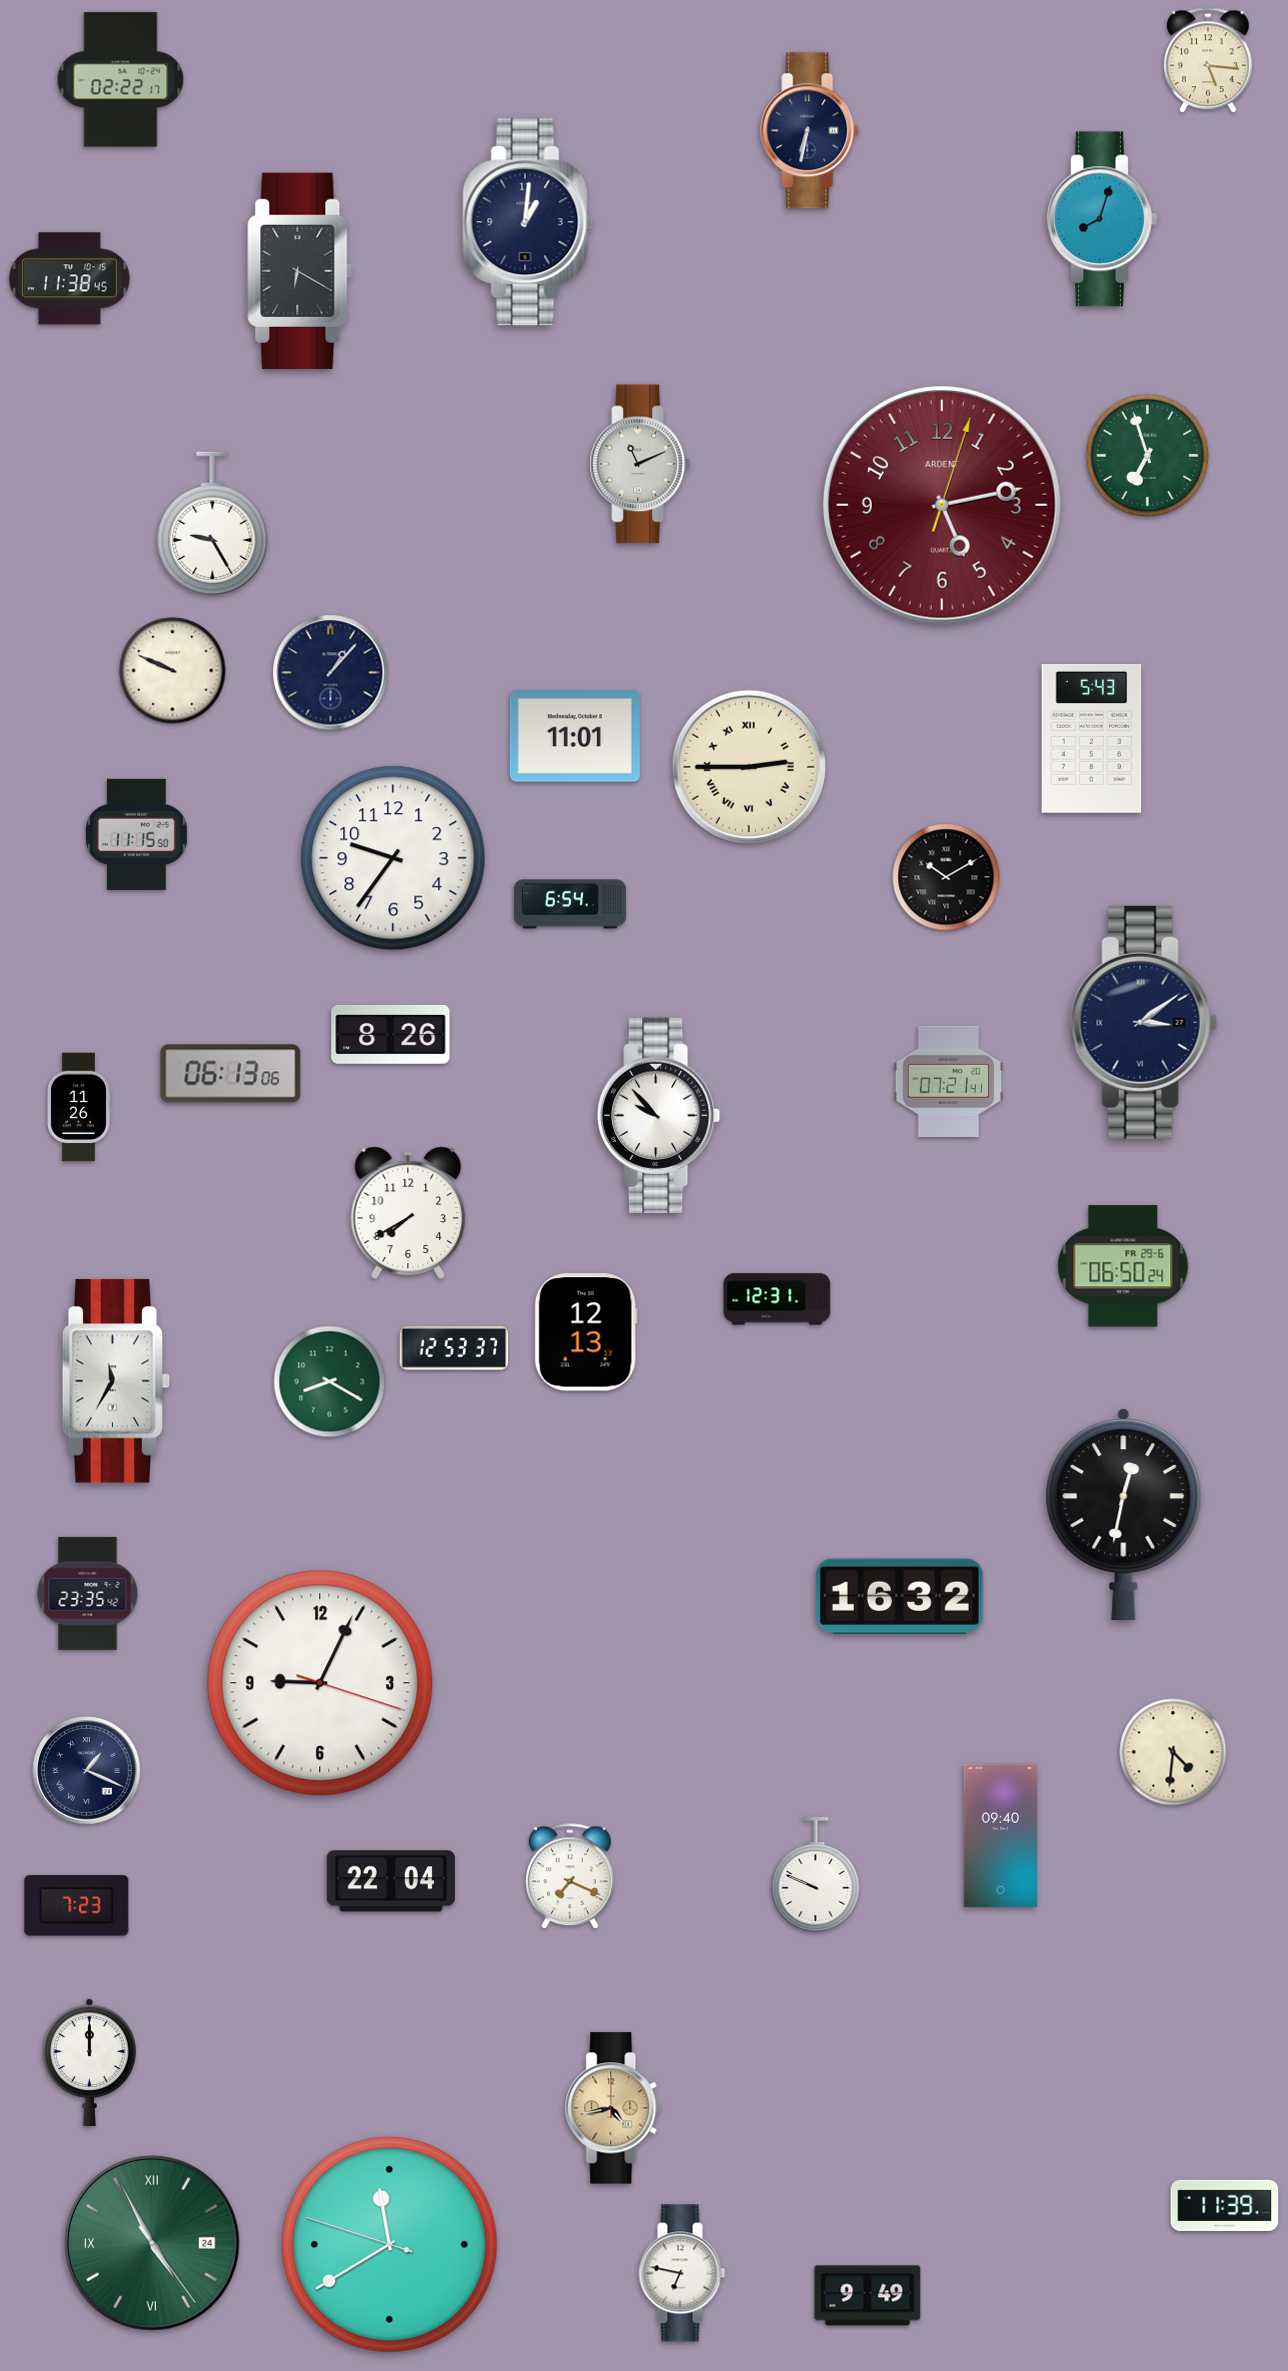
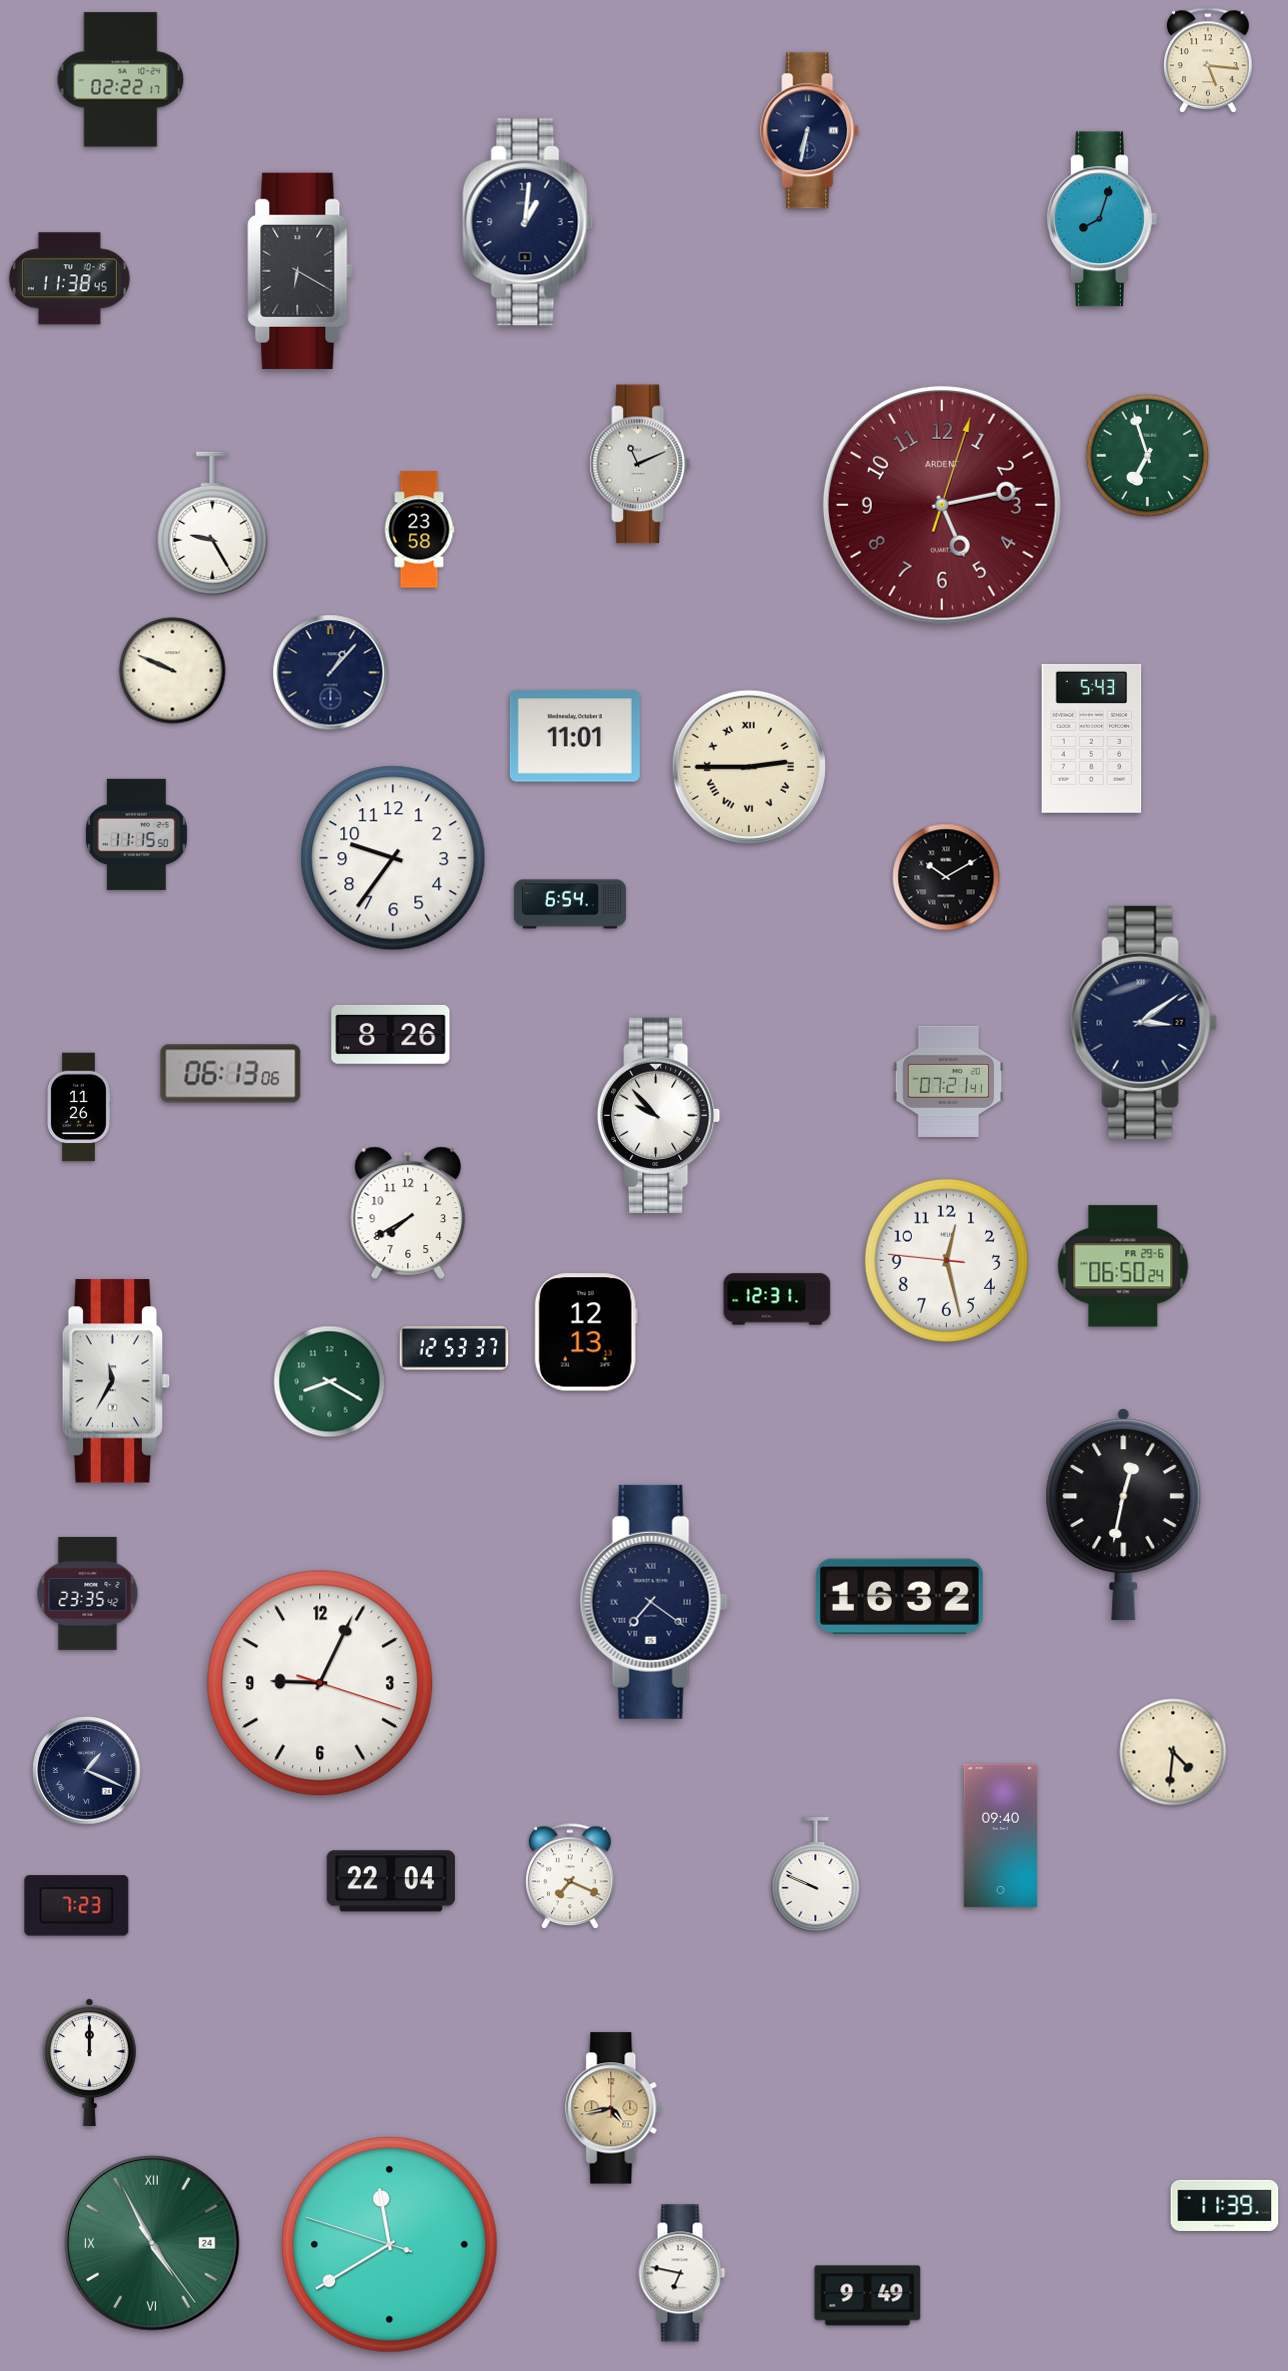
clock at (419, 530): none -> 23:58
clock at (946, 1260): none -> 12:27
clock at (654, 1602): none -> 7:21
